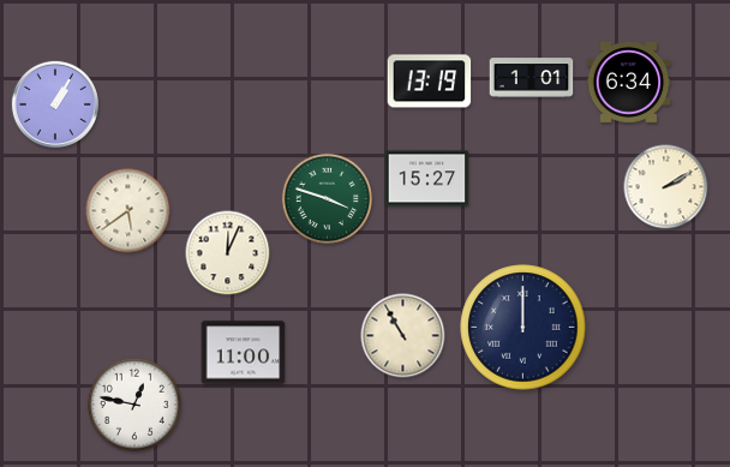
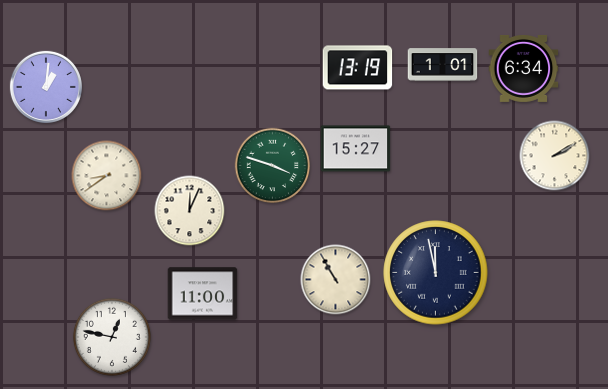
clock at (55, 104): 1:05 -> 1:01
clock at (128, 211): 5:39 -> 8:39
clock at (523, 328): 12:00 -> 11:58
